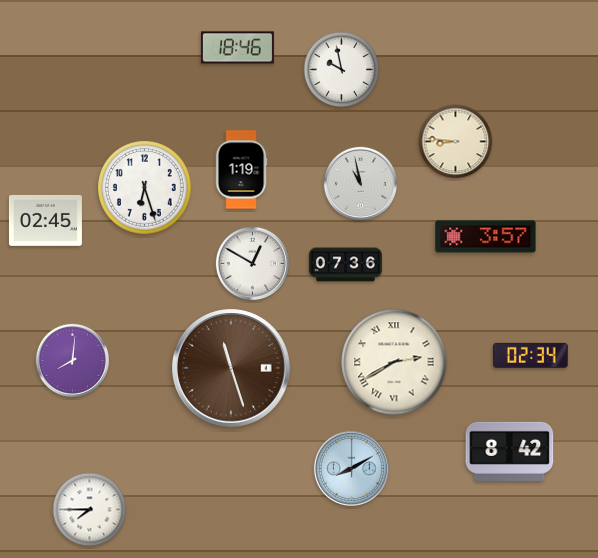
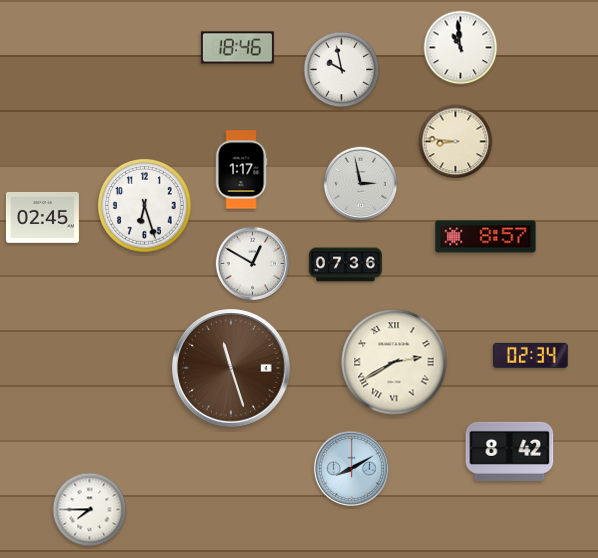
clock at (461, 48): none -> 10:59
clock at (241, 170): 1:19 -> 1:17
clock at (360, 183): 10:58 -> 2:58
clock at (145, 188) position: (145, 188) -> (145, 206)
clock at (45, 220) position: (45, 220) -> (42, 217)
clock at (486, 237): 3:57 -> 8:57
clock at (72, 360): 8:01 -> none
